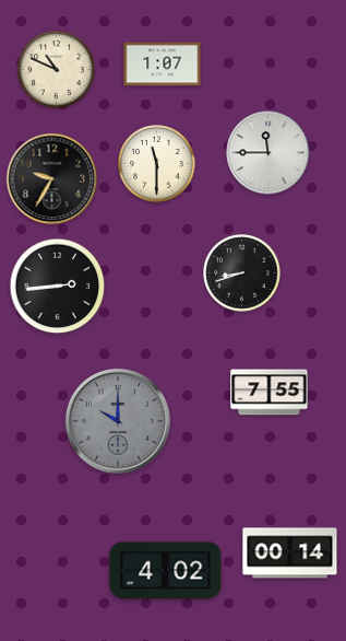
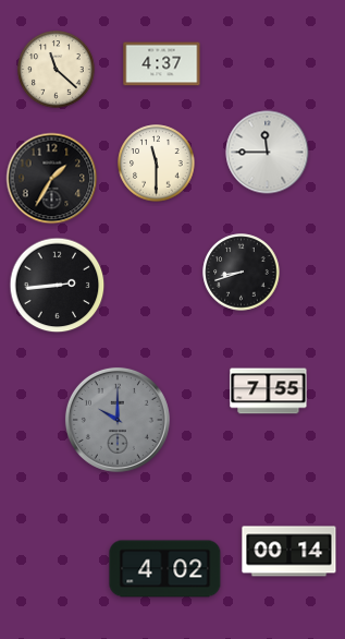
clock at (163, 65): 1:07 -> 4:37
clock at (57, 70): 10:49 -> 11:22
clock at (52, 179): 9:35 -> 1:35
